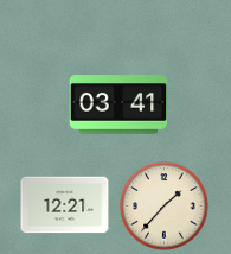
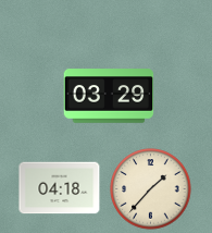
clock at (118, 104): 03:41 -> 03:29
clock at (65, 205): 12:21 -> 04:18
